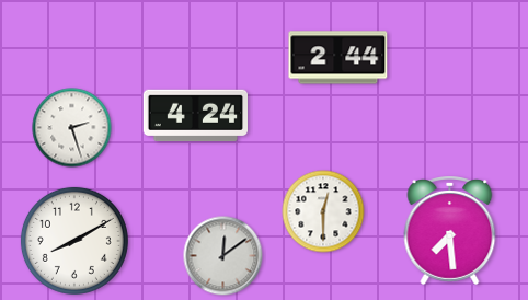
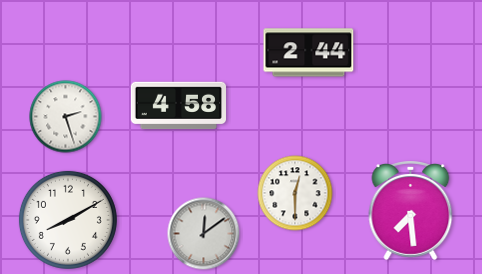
clock at (195, 116): 4:24 -> 4:58
